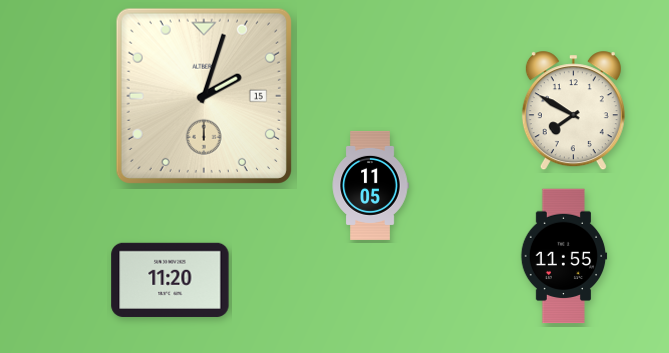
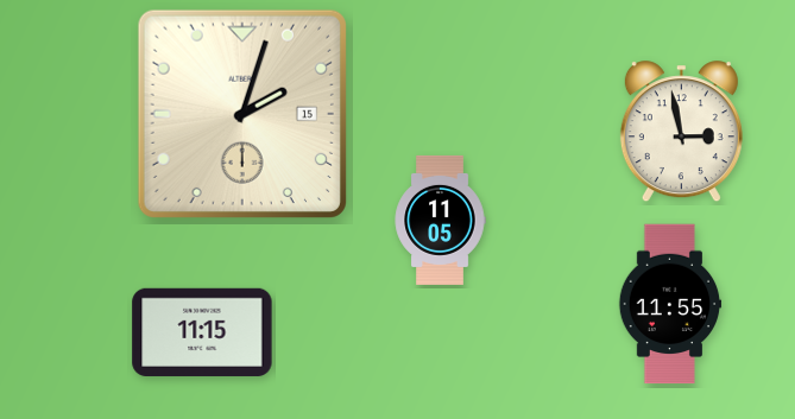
clock at (573, 111): 7:50 -> 2:58
clock at (170, 280): 11:20 -> 11:15
